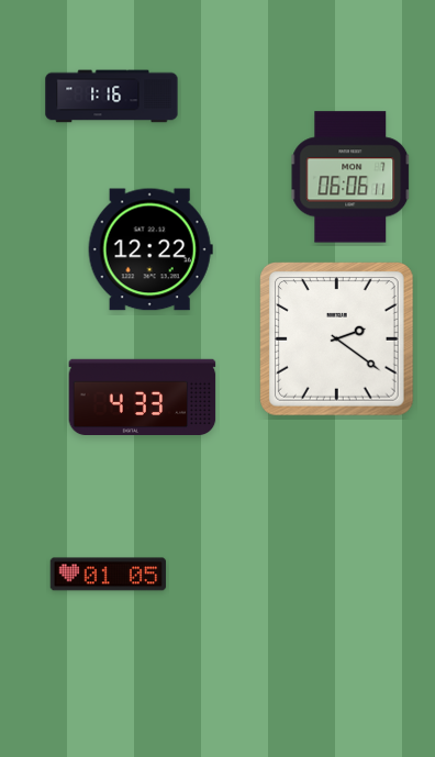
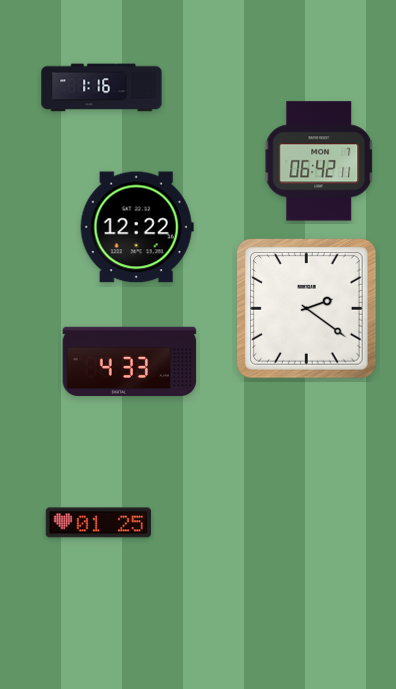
clock at (350, 177): 06:06 -> 06:42
clock at (109, 575): 01:05 -> 01:25
